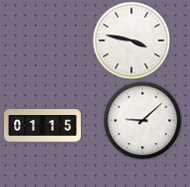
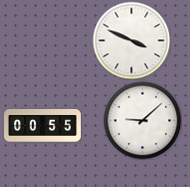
clock at (131, 40): 3:47 -> 3:49
clock at (43, 126): 01:15 -> 00:55
